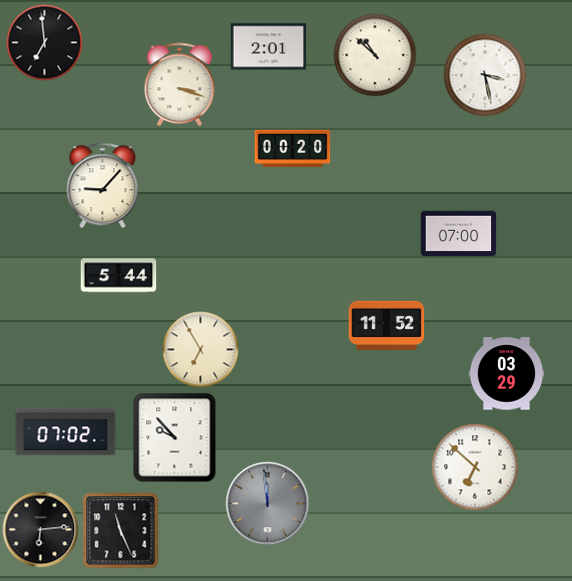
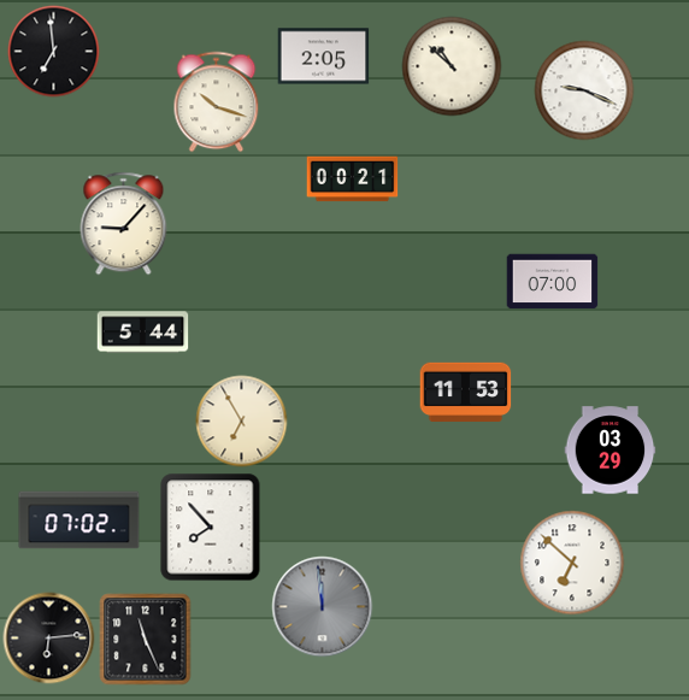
clock at (269, 47): 2:01 -> 2:05
clock at (485, 75): 3:28 -> 9:19
clock at (180, 85): 3:18 -> 10:18
clock at (293, 149): 00:20 -> 00:21
clock at (387, 325): 11:52 -> 11:53
clock at (175, 438): 9:53 -> 7:53
